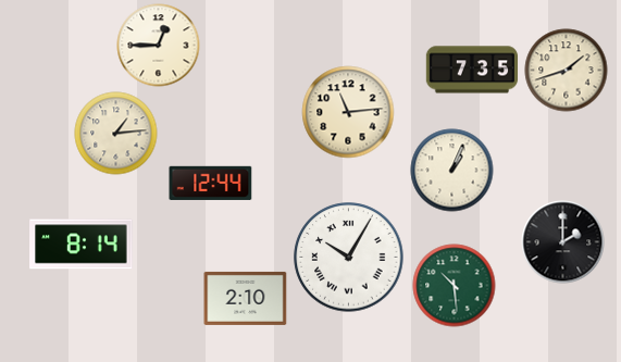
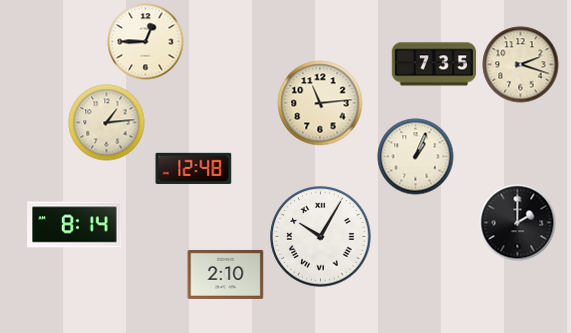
clock at (567, 71): 1:42 -> 2:18
clock at (211, 183): 12:44 -> 12:48
clock at (455, 286): 10:29 -> none
